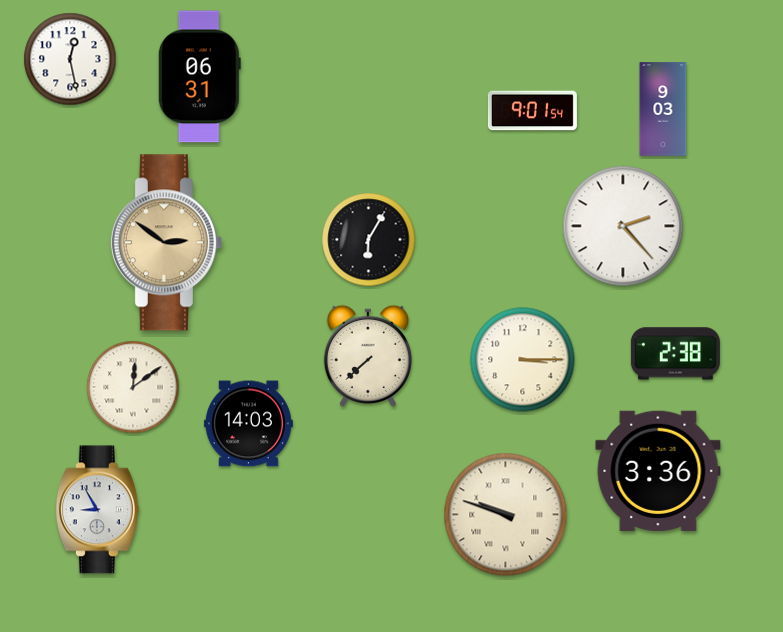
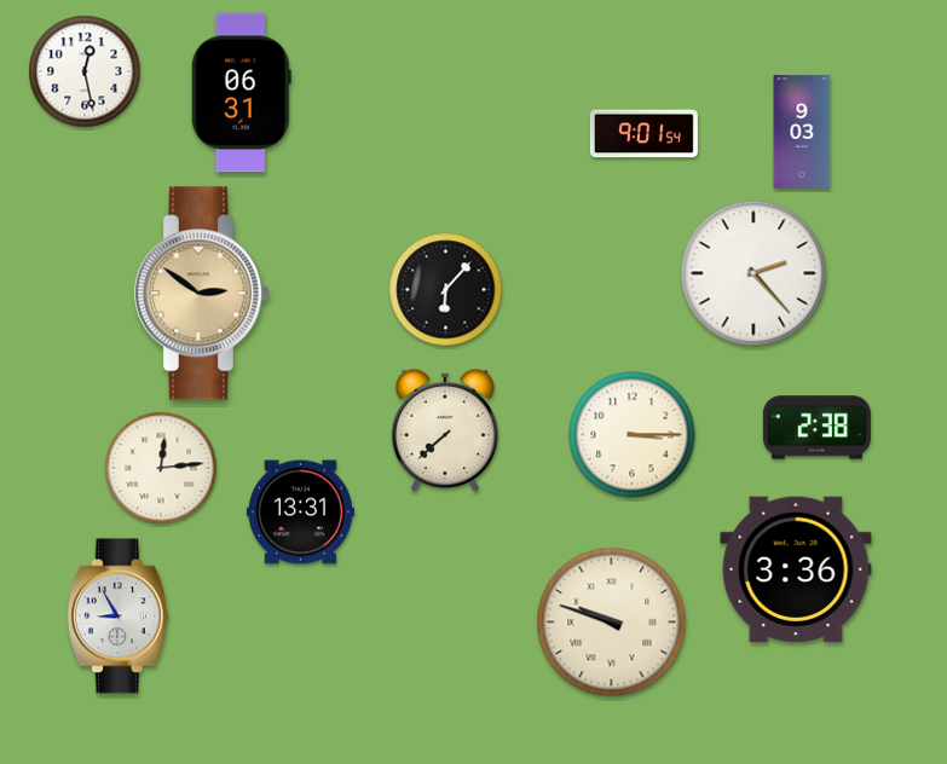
clock at (369, 240): 6:05 -> 6:07
clock at (133, 387): 12:09 -> 12:14
clock at (248, 424): 14:03 -> 13:31
